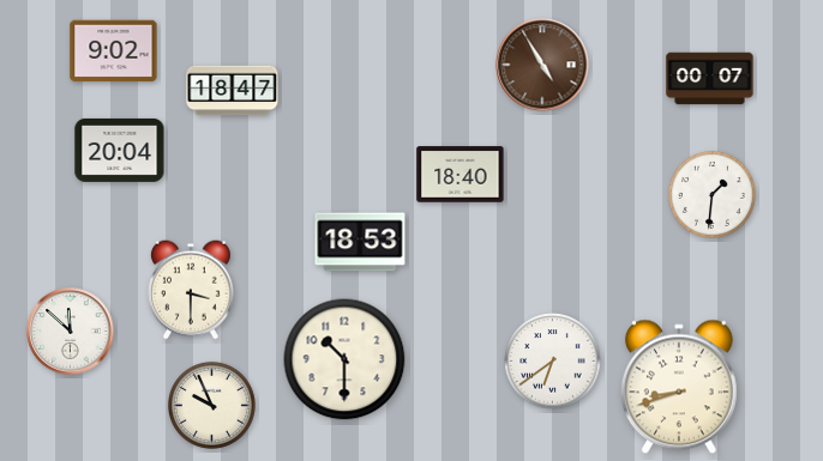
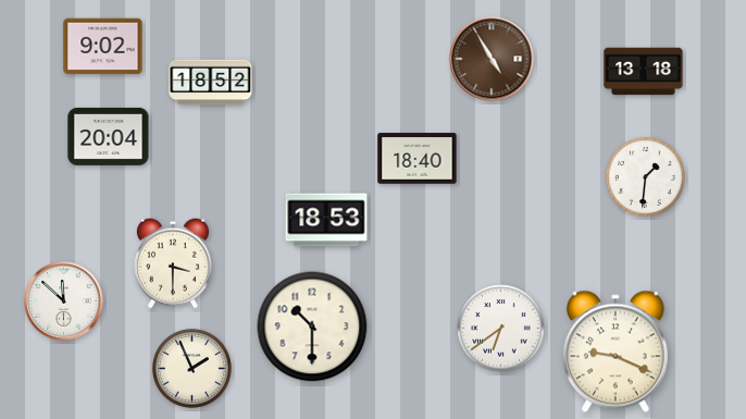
clock at (710, 79): 00:07 -> 13:18
clock at (233, 91): 18:47 -> 18:52
clock at (679, 387): 8:42 -> 9:19
clock at (211, 405): 9:56 -> 1:56
